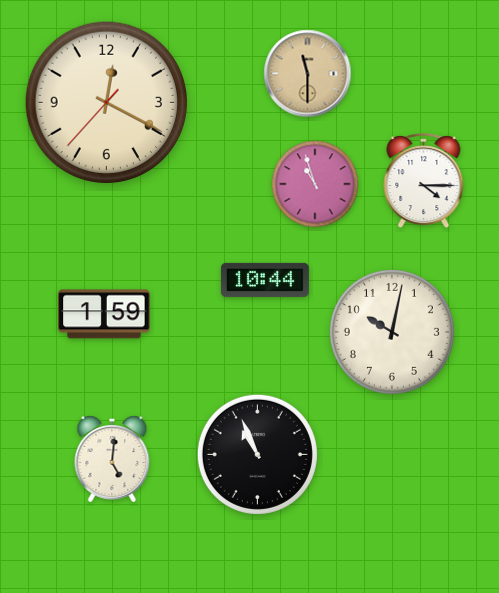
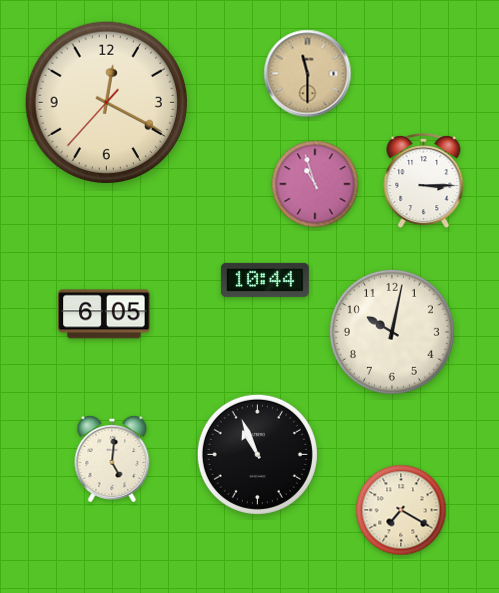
clock at (424, 181): 4:15 -> 3:15
clock at (104, 314): 1:59 -> 6:05
clock at (401, 510): none -> 7:20
